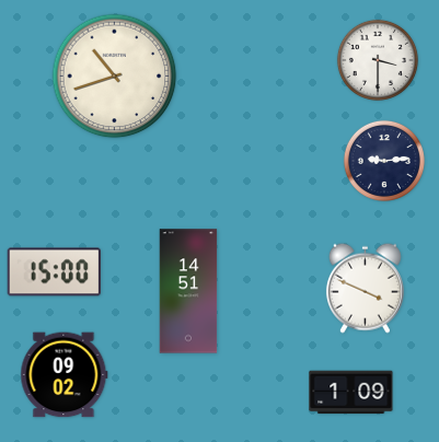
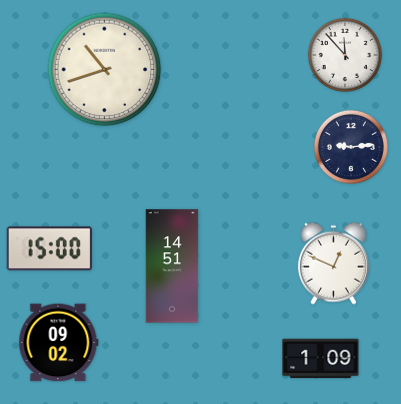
clock at (378, 60): 3:30 -> 11:53
clock at (365, 288): 3:49 -> 12:49
